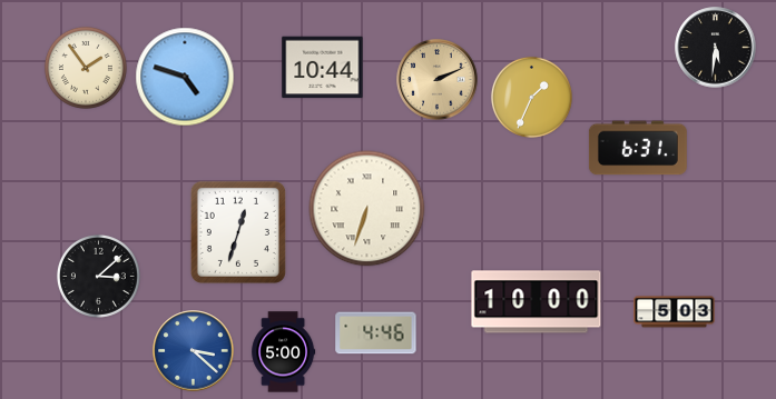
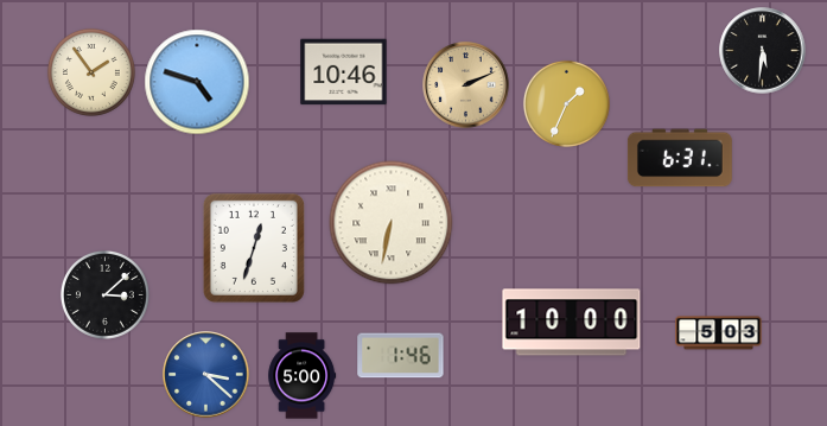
clock at (323, 68): 10:44 -> 10:46
clock at (367, 209): 6:33 -> 6:32
clock at (376, 333): 4:46 -> 1:46
